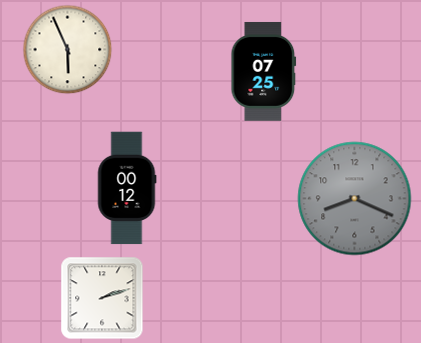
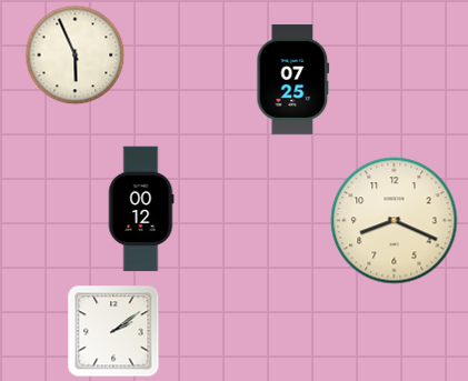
clock at (355, 199) dial: grey -> cream
clock at (102, 298): 2:12 -> 2:09
